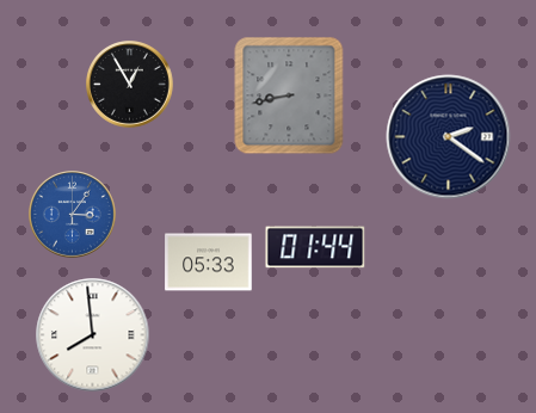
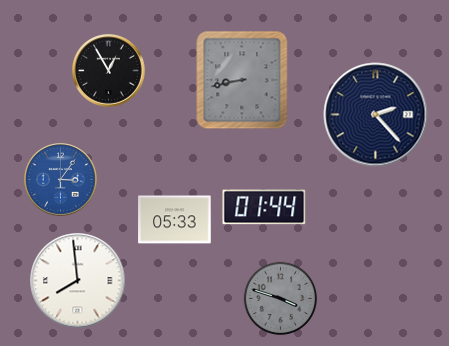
clock at (449, 137): 2:21 -> 2:23
clock at (281, 299): none -> 3:48
